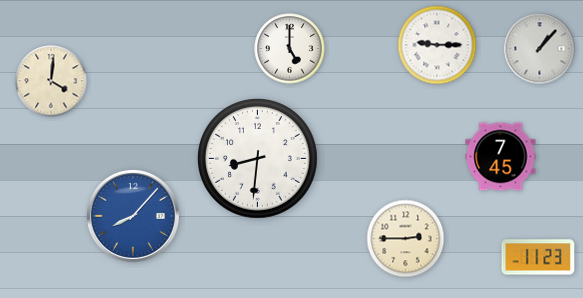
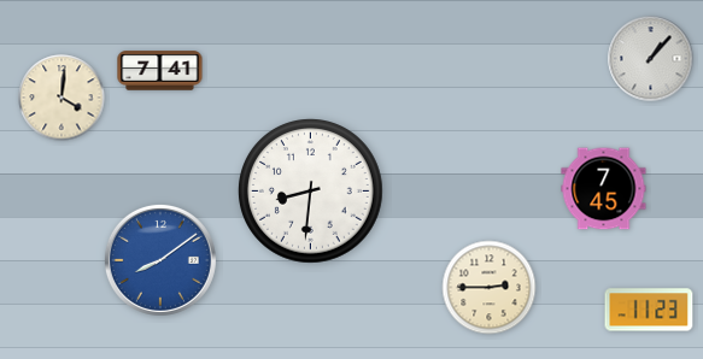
clock at (437, 45): 9:15 -> none
clock at (290, 49): 5:00 -> none
clock at (160, 71): none -> 7:41
clock at (133, 216): 8:07 -> 8:09
